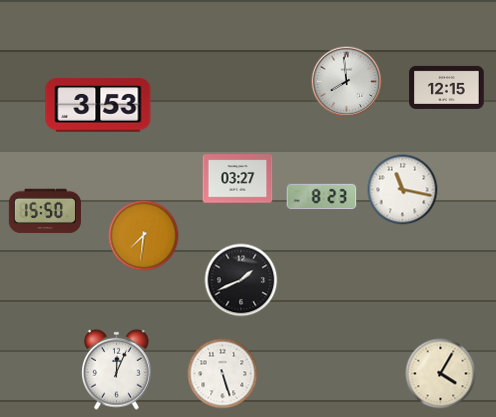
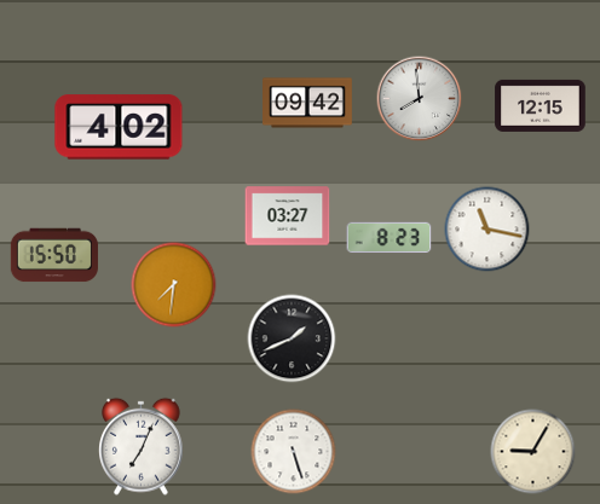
clock at (308, 103): none -> 09:42
clock at (98, 105): 3:53 -> 4:02
clock at (117, 369): 12:04 -> 7:04
clock at (223, 374) position: (223, 374) -> (294, 452)
clock at (441, 374): 4:05 -> 9:05
